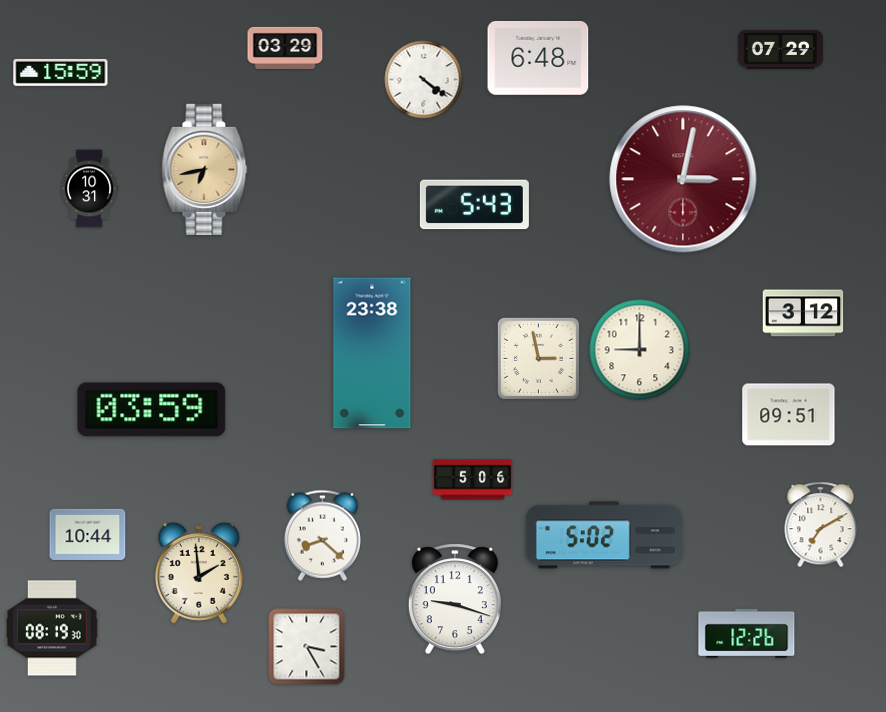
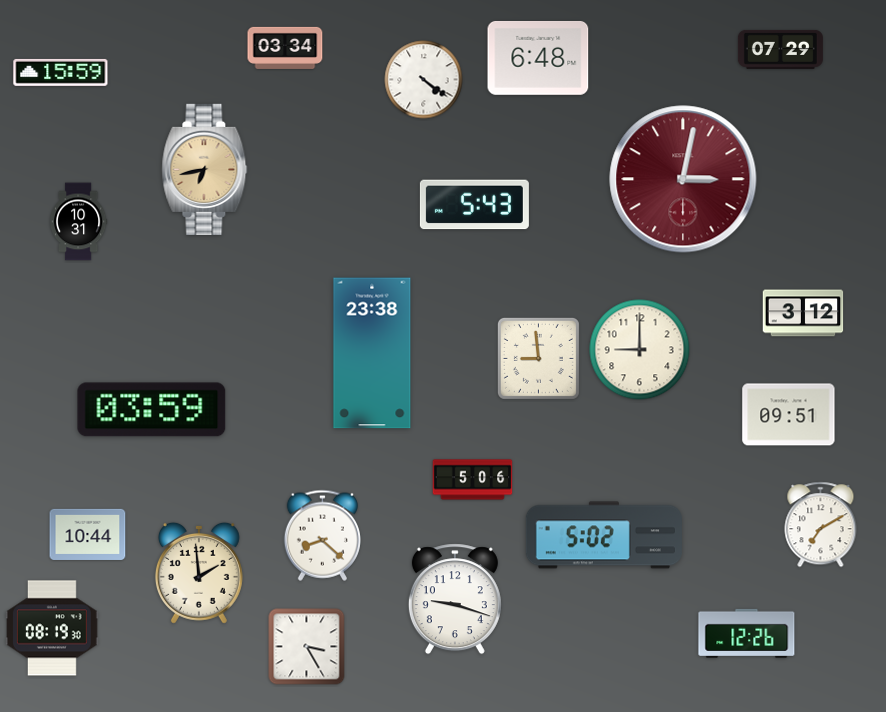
clock at (285, 48): 03:29 -> 03:34
clock at (89, 189) position: (89, 189) -> (78, 222)
clock at (538, 358): 2:58 -> 8:59
